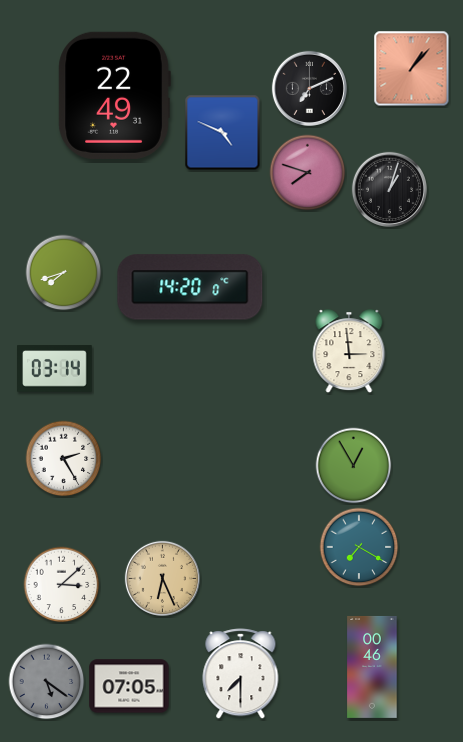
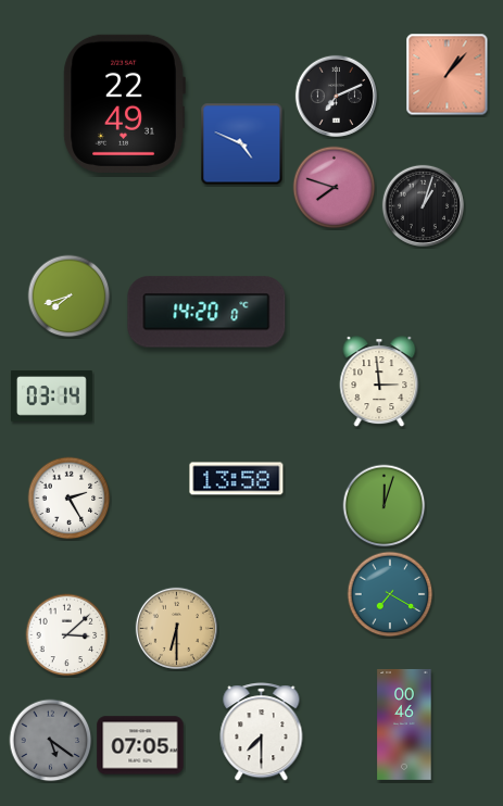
clock at (55, 369) position: (55, 369) -> (52, 396)
clock at (237, 479): none -> 13:58
clock at (354, 466): 12:55 -> 12:03
clock at (162, 578): 6:26 -> 6:30
